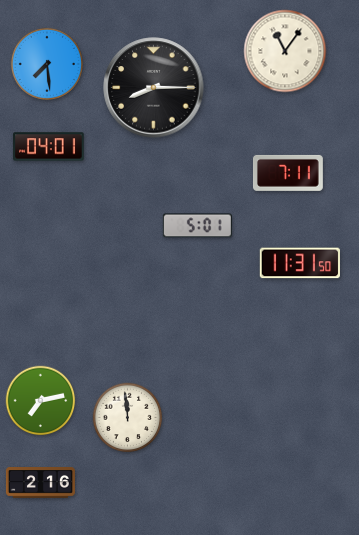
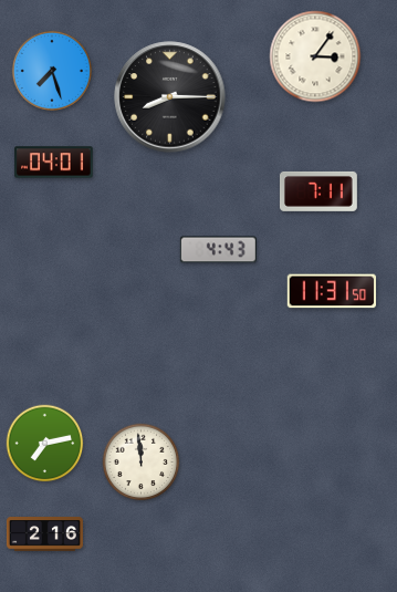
clock at (285, 51): 11:06 -> 3:06
clock at (47, 64): 7:29 -> 7:27
clock at (197, 226): 5:01 -> 4:43
